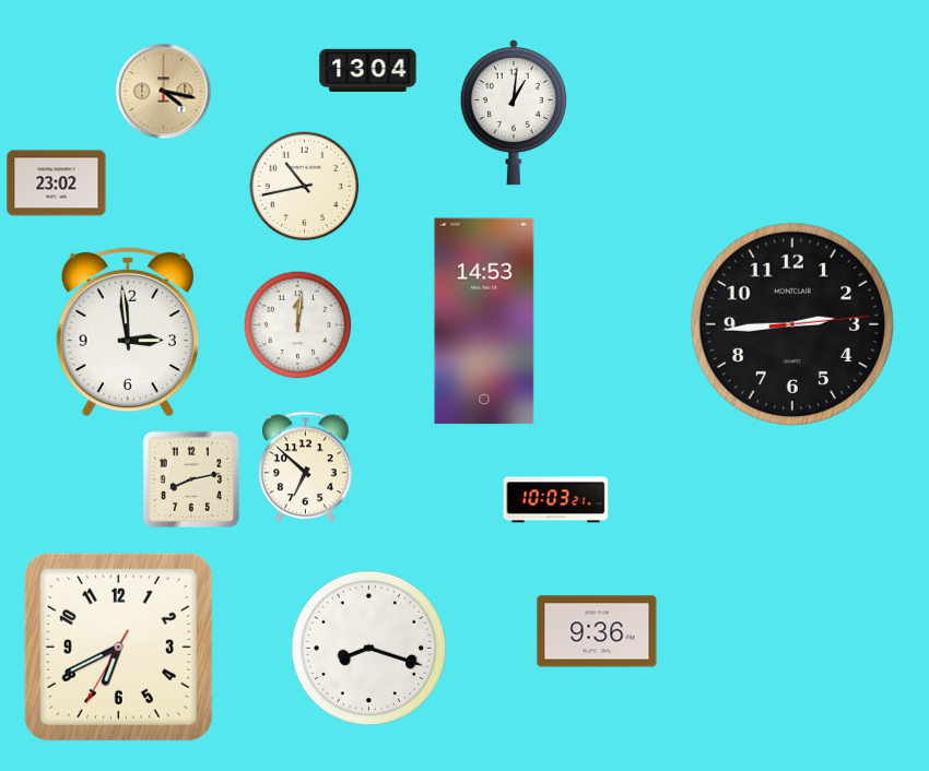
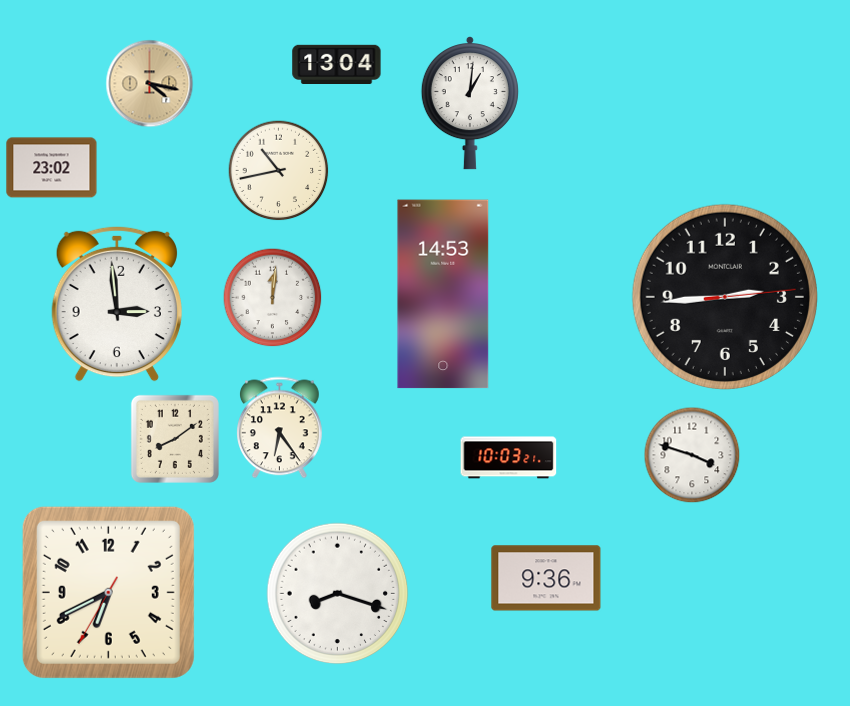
clock at (306, 467): 6:52 -> 6:24
clock at (191, 479): 8:13 -> 8:09
clock at (692, 455): none -> 3:48
